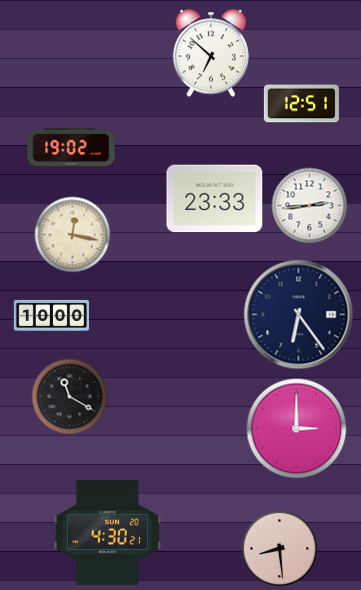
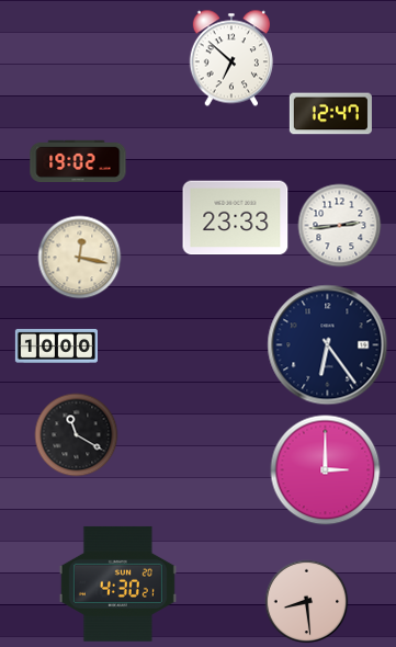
clock at (301, 104): 12:51 -> 12:47
